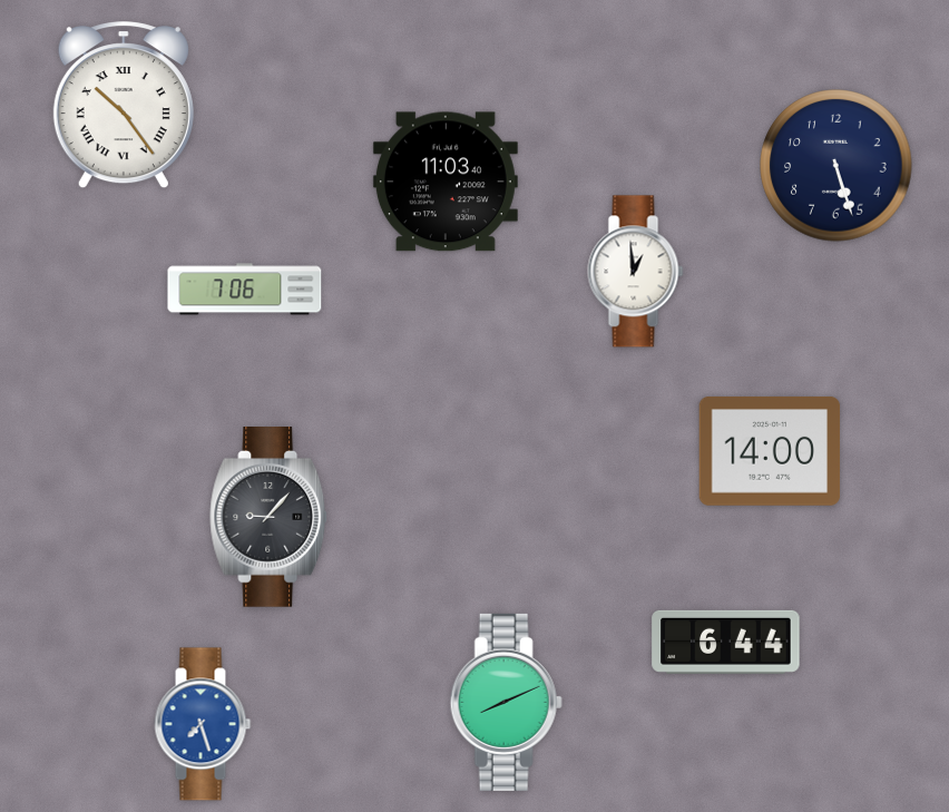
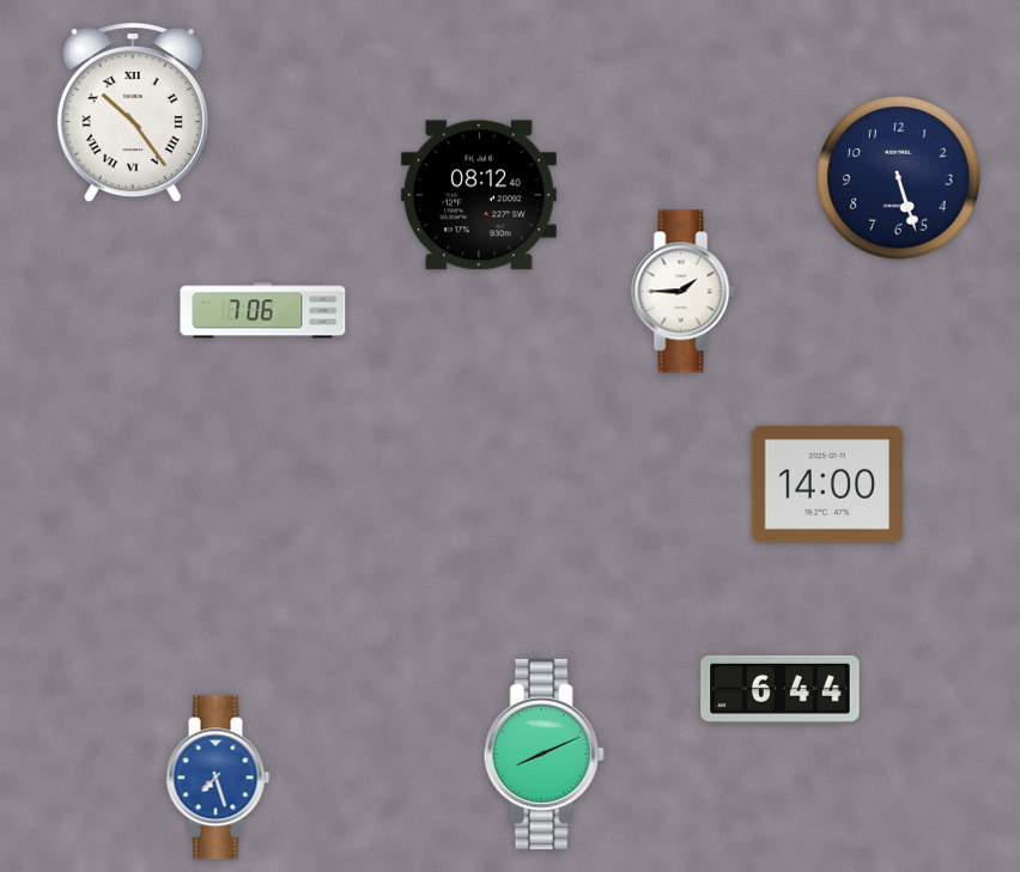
clock at (446, 182): 11:03 -> 08:12
clock at (636, 272): 12:59 -> 1:45
clock at (270, 518): 9:07 -> none
